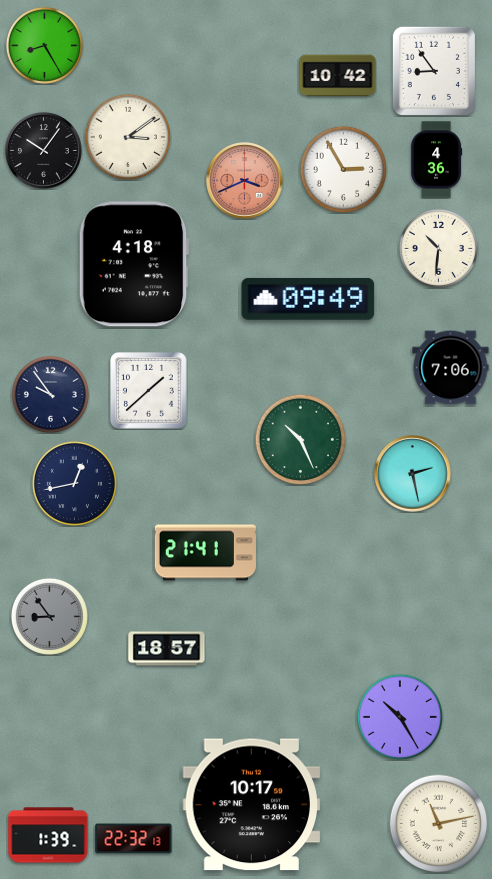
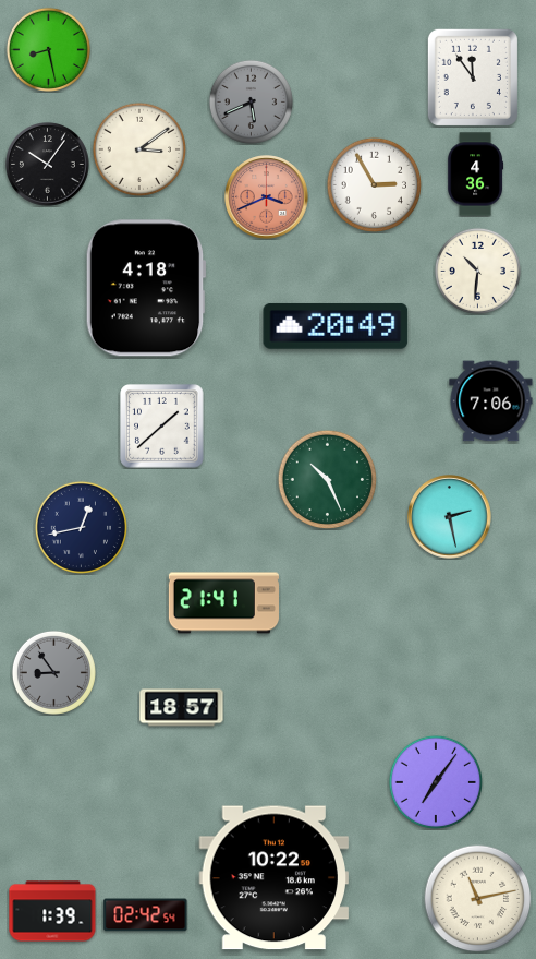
clock at (44, 45): 8:25 -> 8:28
clock at (434, 71): 8:54 -> 11:54
clock at (338, 76): 10:42 -> none
clock at (251, 101): none -> 5:41
clock at (308, 299): 09:49 -> 20:49
clock at (50, 394): 9:54 -> none
clock at (399, 716): 10:25 -> 7:06
clock at (251, 805): 10:17 -> 10:22
clock at (134, 839): 22:32 -> 02:42
